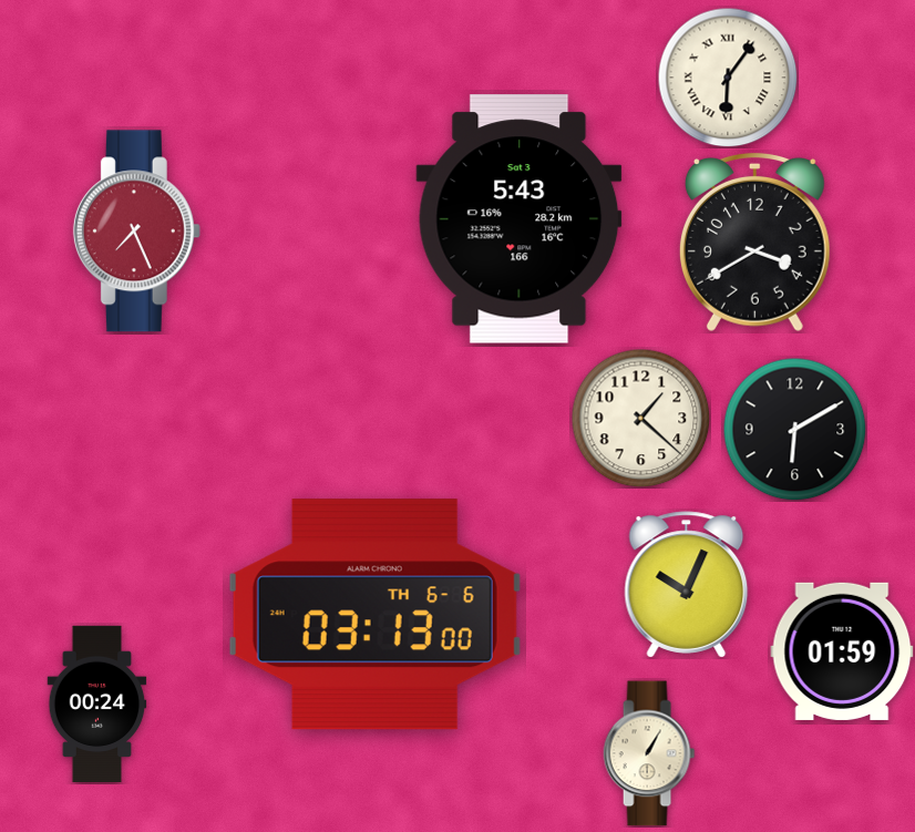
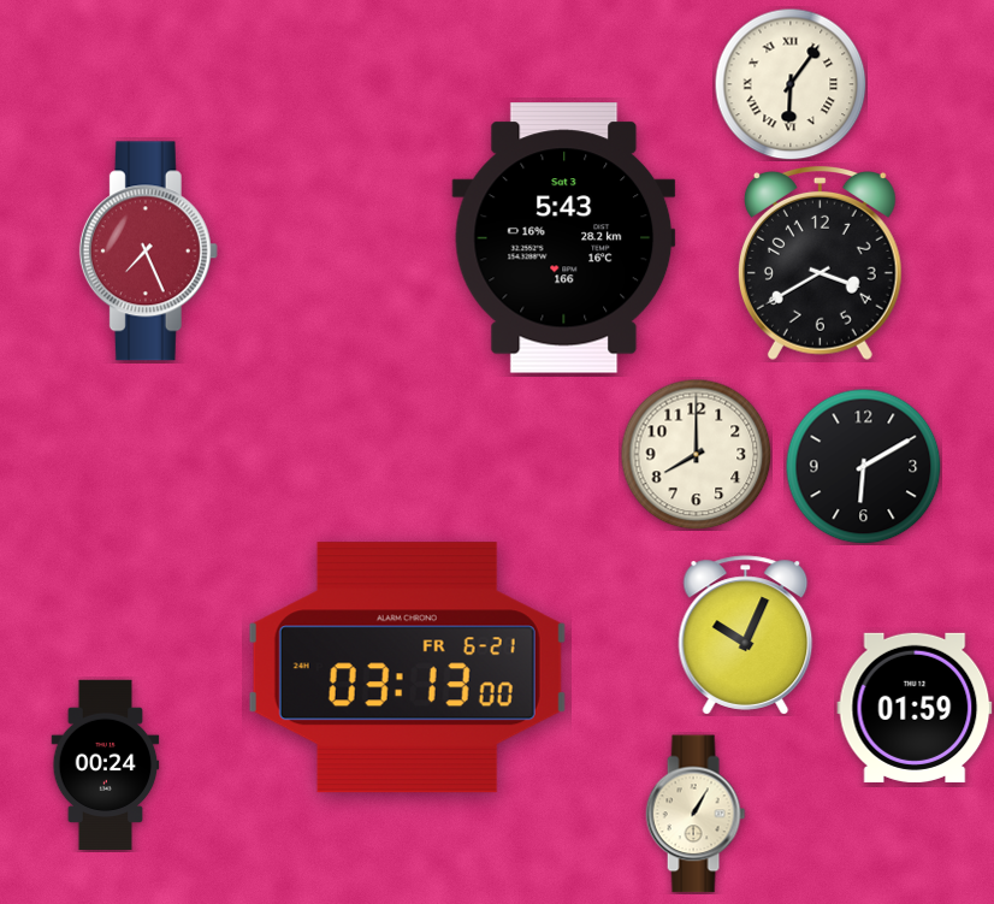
clock at (640, 418): 1:22 -> 8:00
clock at (374, 615) date: TH 6-6 -> FR 6-21
clock at (649, 753) position: (649, 753) -> (696, 814)
